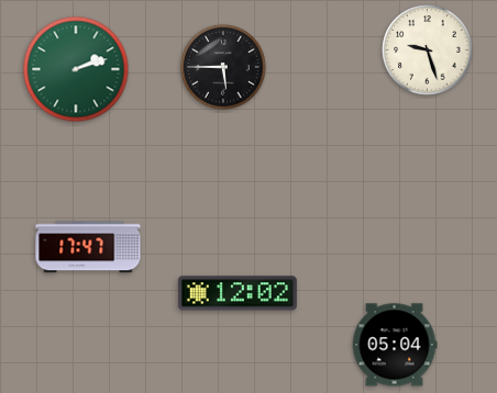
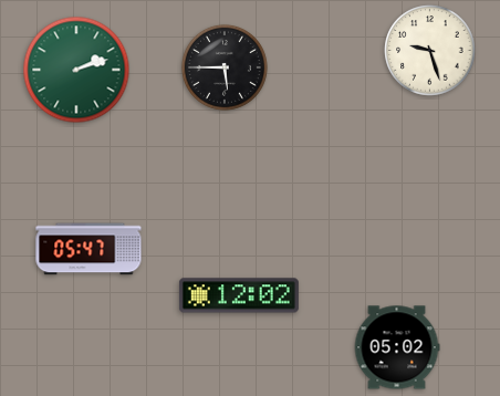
clock at (88, 247): 17:47 -> 05:47
clock at (395, 345): 05:04 -> 05:02
